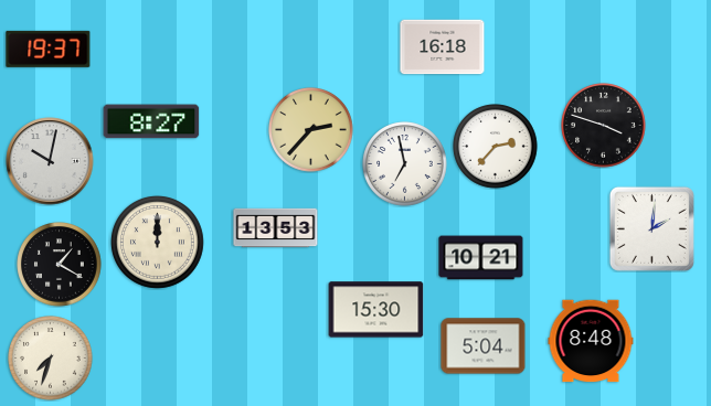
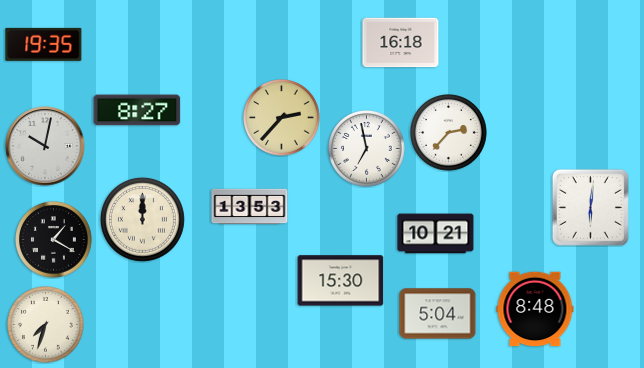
clock at (49, 49): 19:37 -> 19:35
clock at (604, 126): 3:48 -> none
clock at (651, 228): 2:01 -> 6:01
